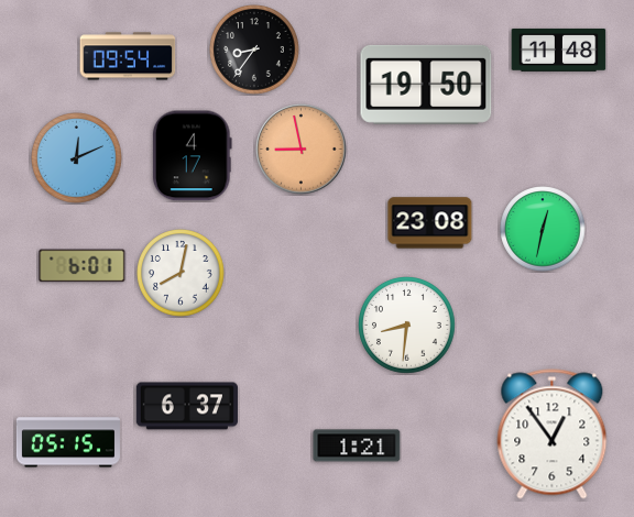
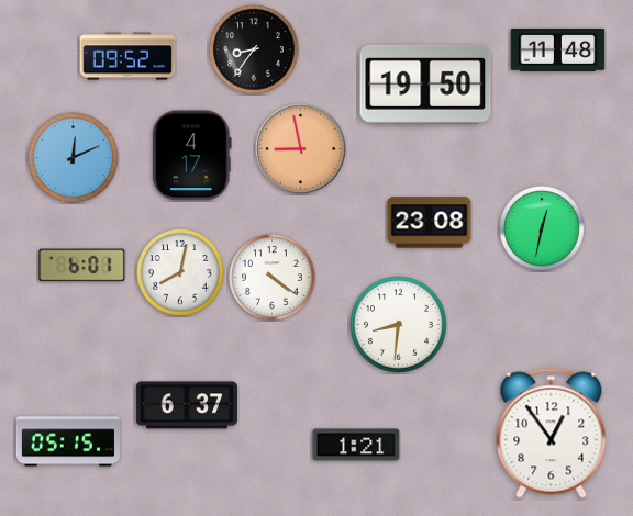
clock at (128, 56): 09:54 -> 09:52
clock at (77, 158) position: (77, 158) -> (74, 158)
clock at (273, 278): none -> 4:21
clock at (407, 326) position: (407, 326) -> (399, 325)
